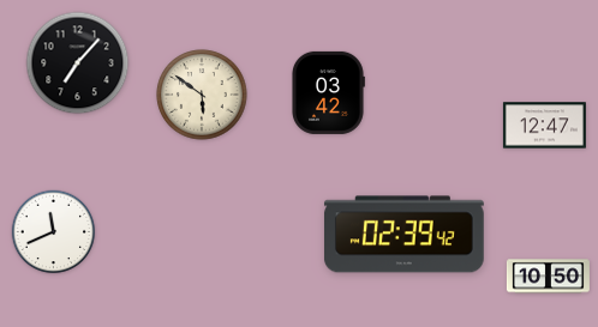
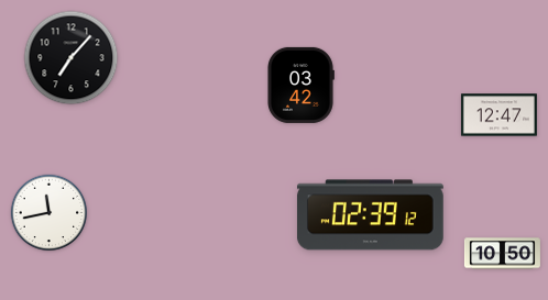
clock at (202, 95): 5:51 -> none
clock at (54, 232): 11:41 -> 11:43
clock at (403, 235): 02:39:42 -> 02:39:12
